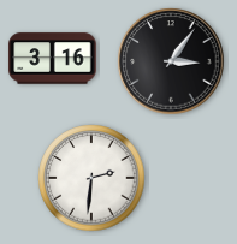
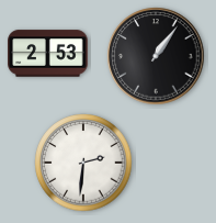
clock at (53, 59): 3:16 -> 2:53
clock at (171, 61): 3:06 -> 1:06
